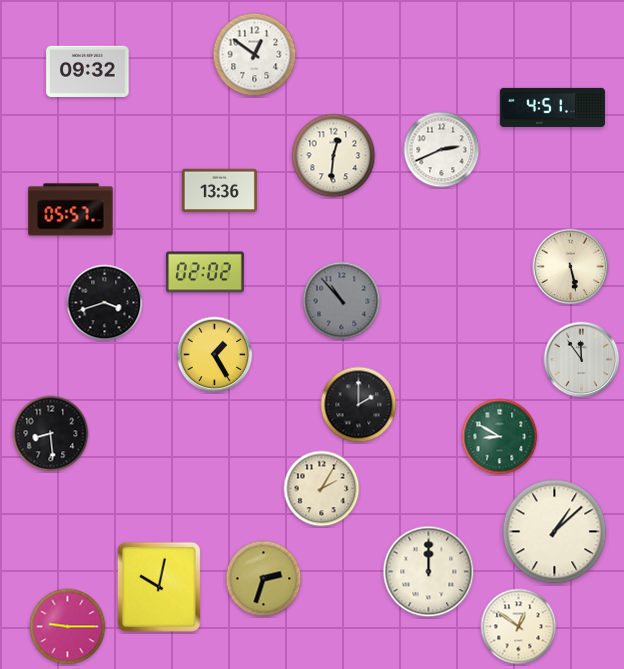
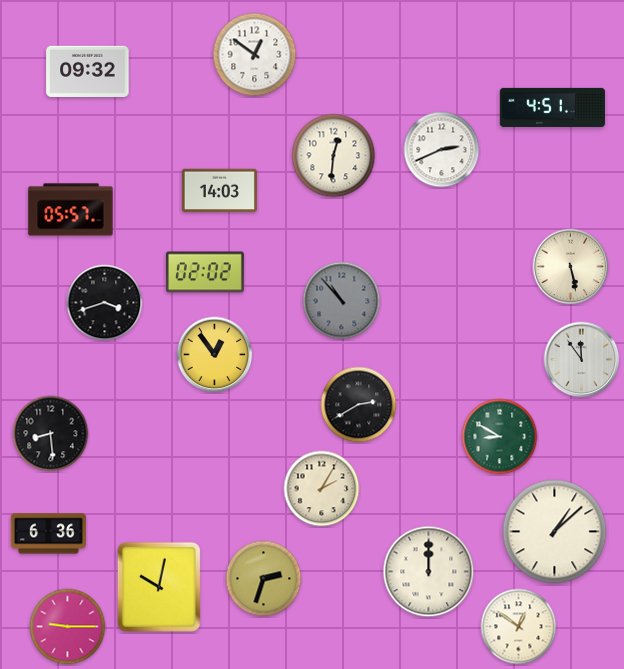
clock at (219, 191): 13:36 -> 14:03
clock at (215, 355): 1:25 -> 12:54
clock at (359, 405): 2:00 -> 2:40
clock at (48, 534): none -> 6:36
